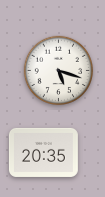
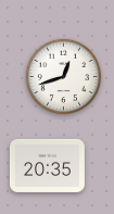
clock at (59, 71): 5:18 -> 12:42
